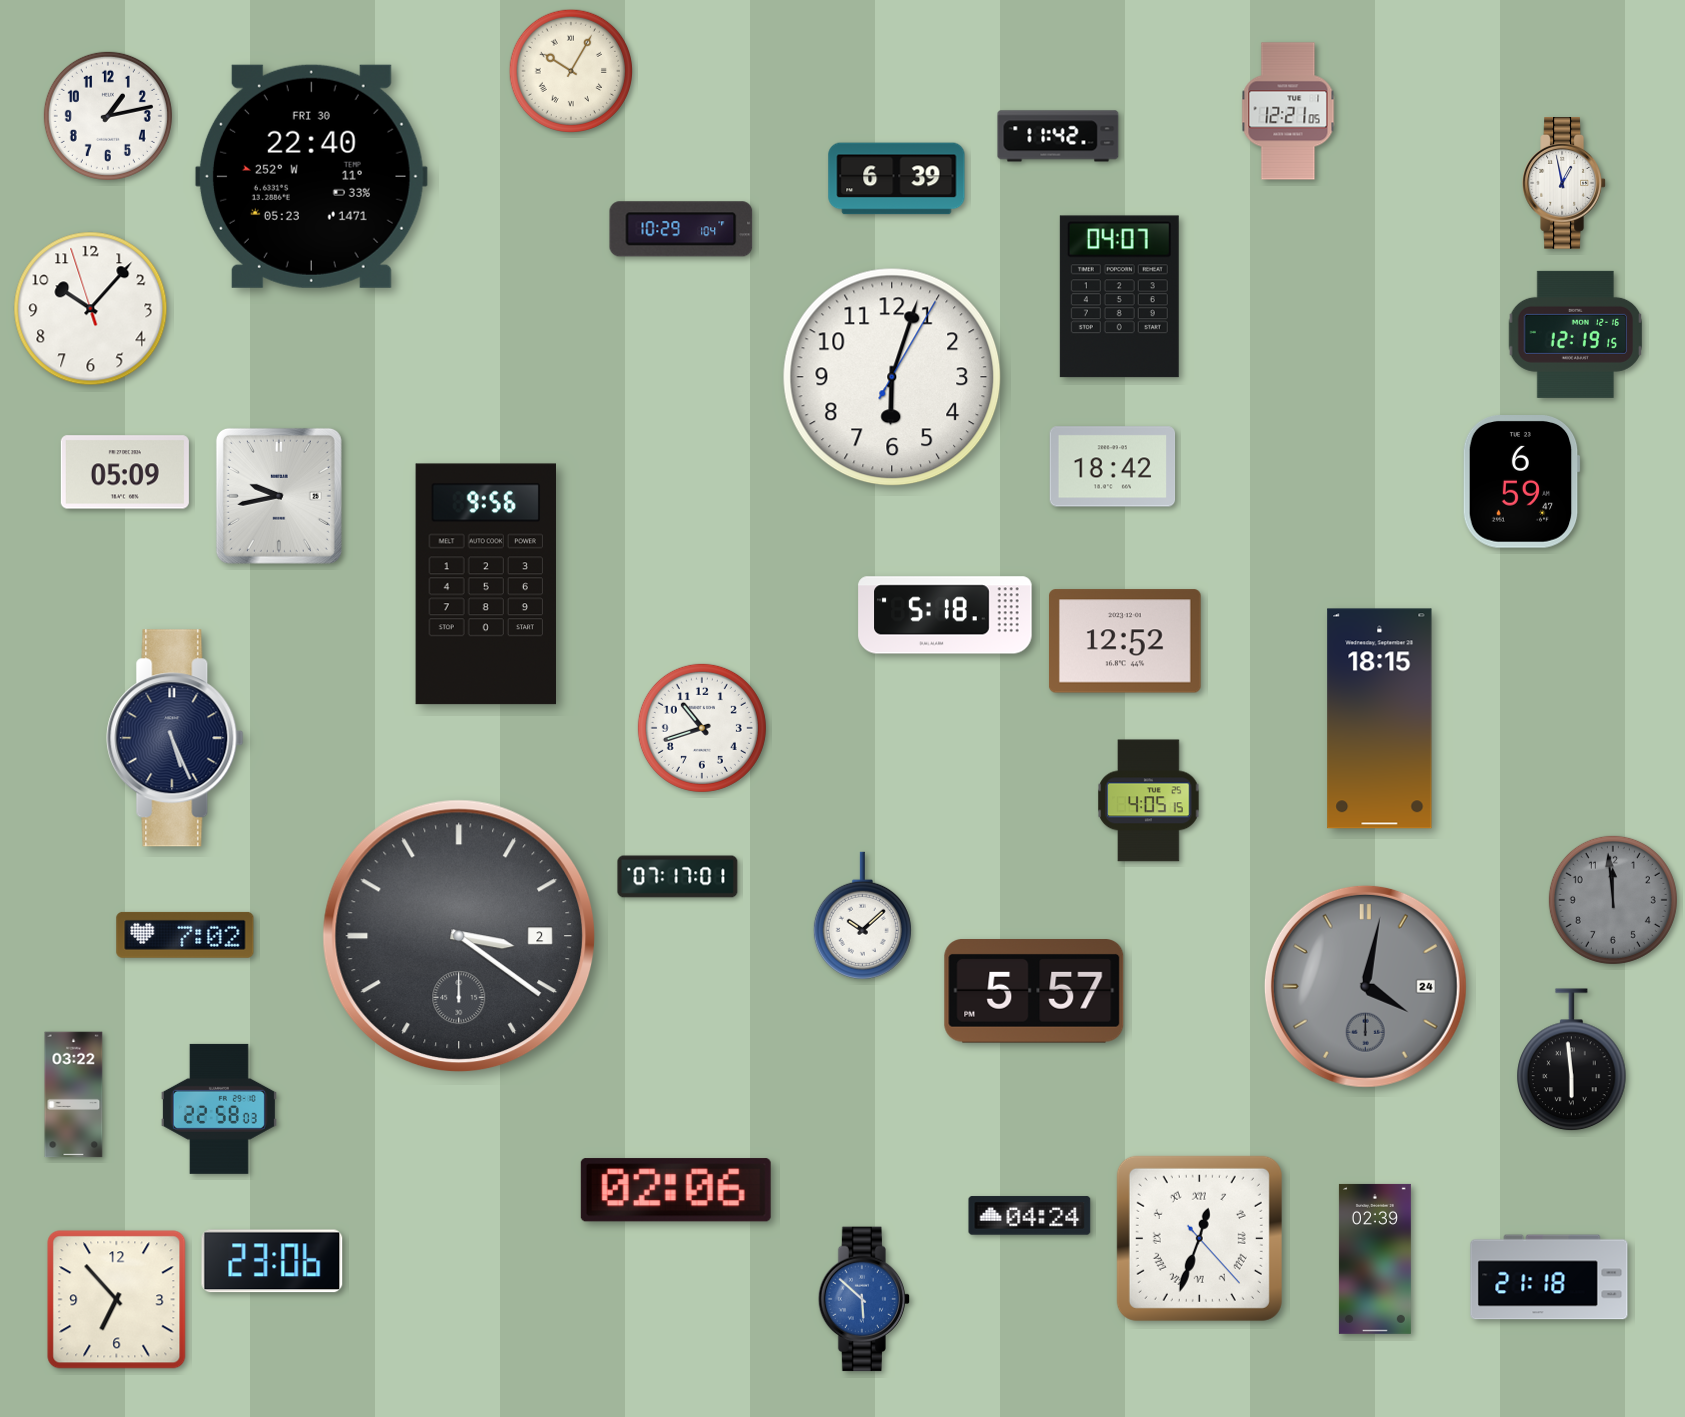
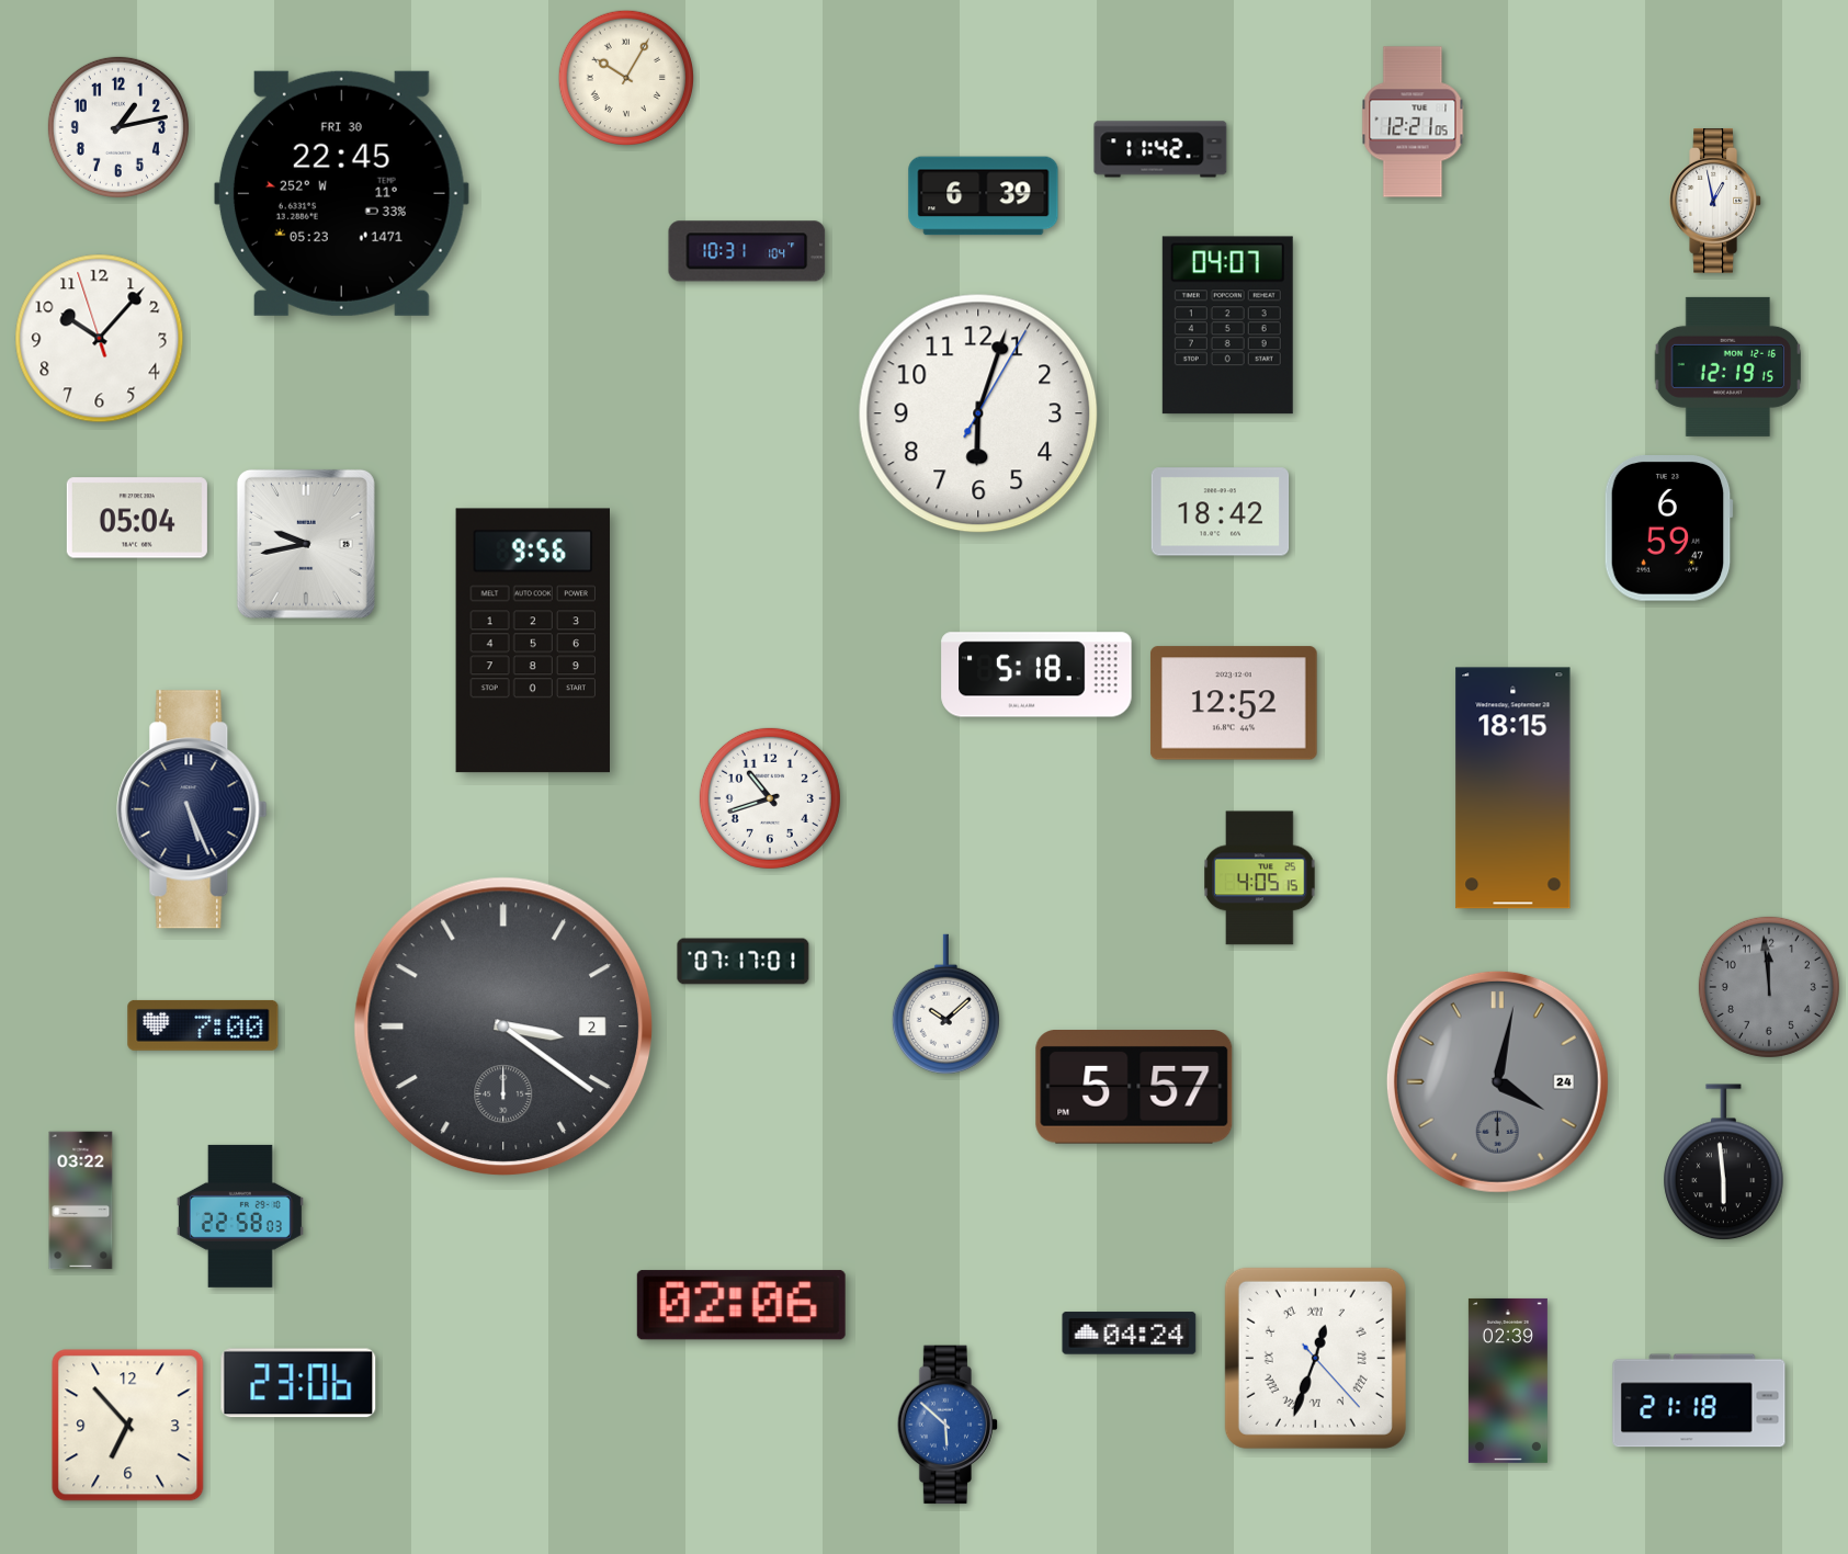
clock at (311, 176): 22:40 -> 22:45
clock at (681, 229): 10:29 -> 10:31
clock at (125, 472): 05:09 -> 05:04
clock at (185, 935): 7:02 -> 7:00
